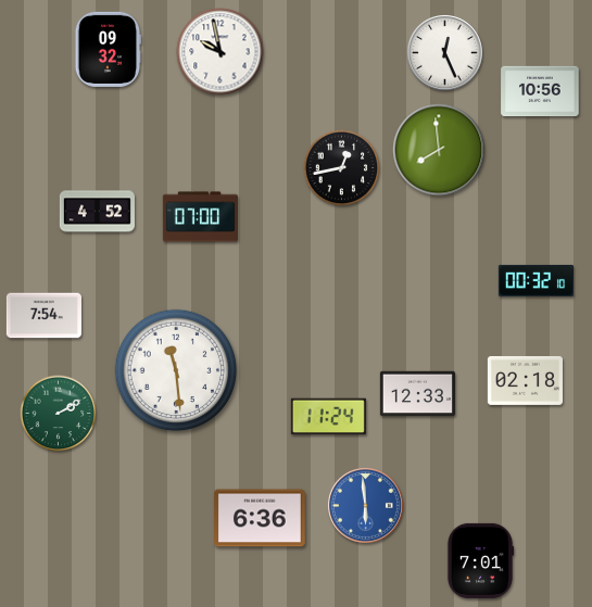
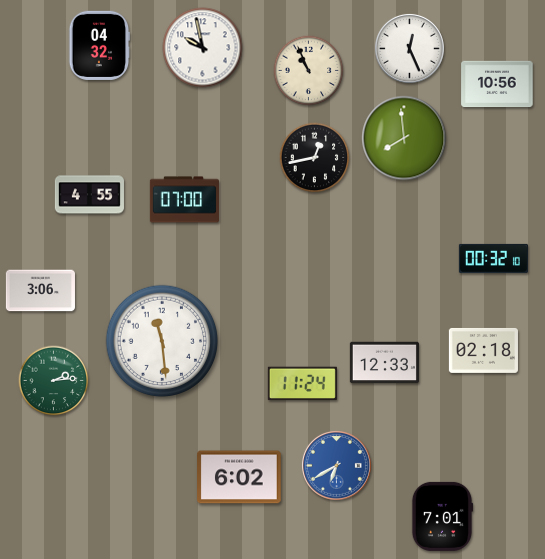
clock at (108, 49): 09:32 -> 04:32
clock at (309, 71): none -> 10:56
clock at (342, 168) position: (342, 168) -> (315, 158)
clock at (97, 212): 4:52 -> 4:55
clock at (43, 316): 7:54 -> 3:06
clock at (59, 414): 2:10 -> 2:14
clock at (365, 505): 5:59 -> 6:40
clock at (260, 518): 6:36 -> 6:02
